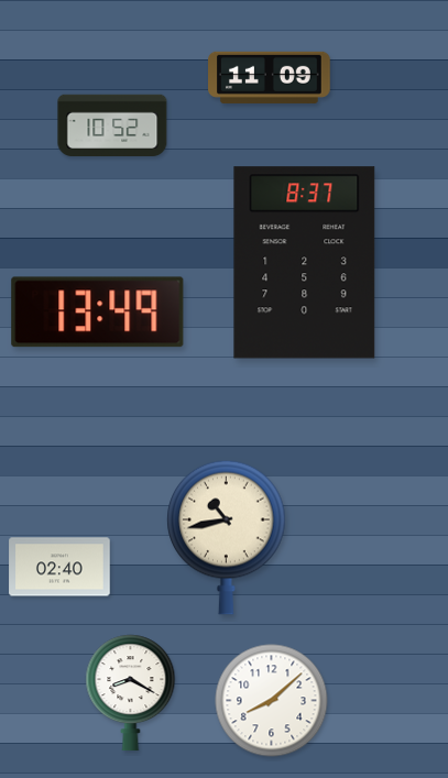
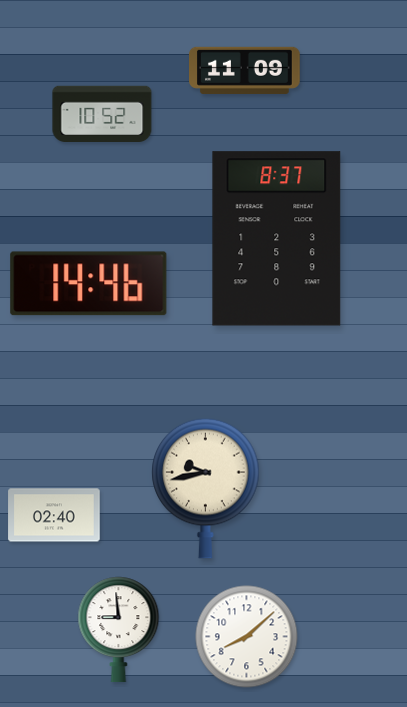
clock at (98, 313): 13:49 -> 14:46
clock at (227, 537): 10:43 -> 9:43
clock at (131, 693): 8:20 -> 8:59
